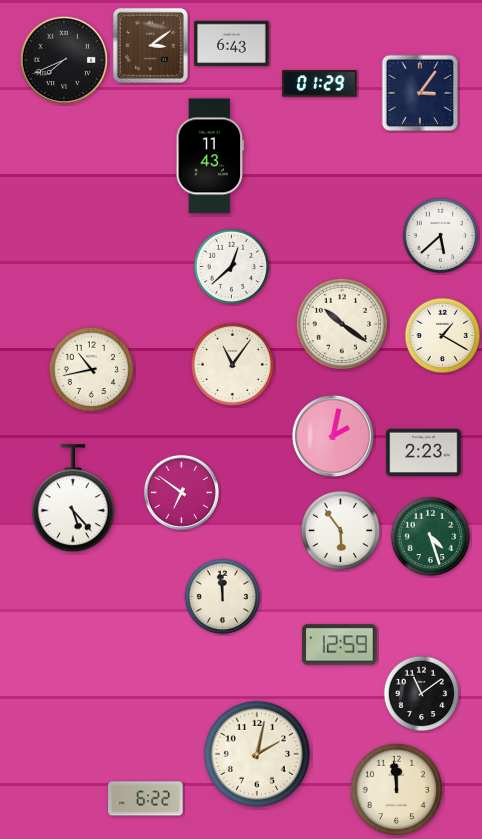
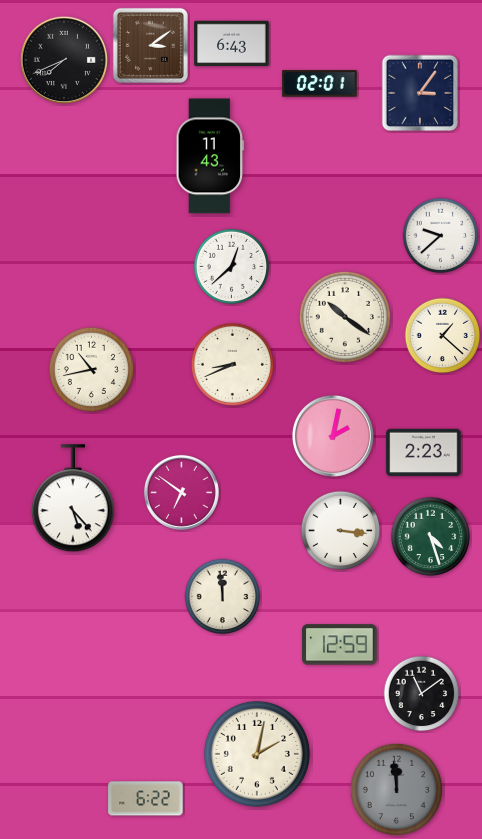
clock at (320, 84): 01:29 -> 02:01
clock at (441, 236): 5:38 -> 9:38
clock at (342, 324) position: (342, 324) -> (345, 317)
clock at (443, 336): 1:20 -> 1:22
clock at (233, 365): 11:06 -> 8:41
clock at (341, 531): 5:54 -> 3:16
clock at (396, 789) dial: cream -> grey
